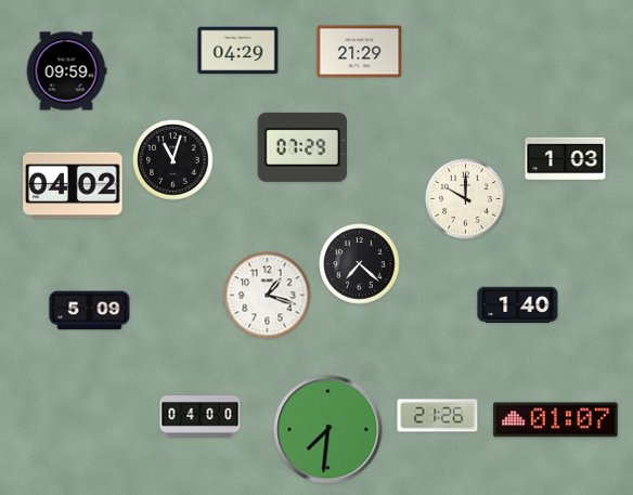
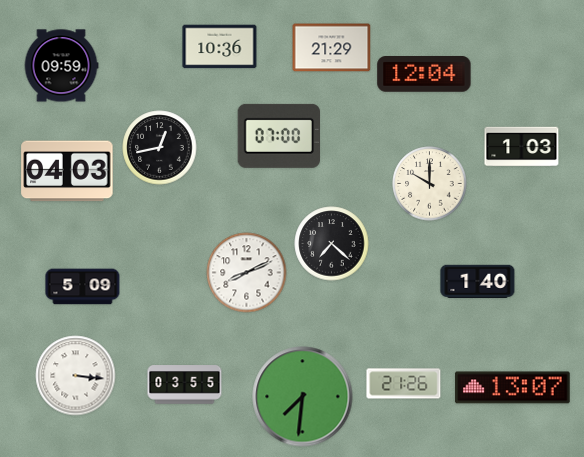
clock at (238, 51): 04:29 -> 10:36
clock at (424, 75): none -> 12:04
clock at (302, 147): 07:29 -> 07:00
clock at (173, 160): 11:03 -> 12:43
clock at (73, 185): 04:02 -> 04:03
clock at (268, 296): 1:18 -> 8:11
clock at (76, 376): none -> 3:16
clock at (201, 417): 04:00 -> 03:55
clock at (556, 420): 01:07 -> 13:07
